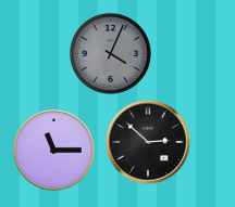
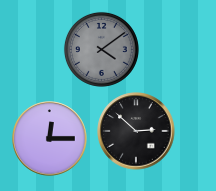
clock at (110, 53): 4:04 -> 4:09
clock at (54, 151): 11:15 -> 12:15
